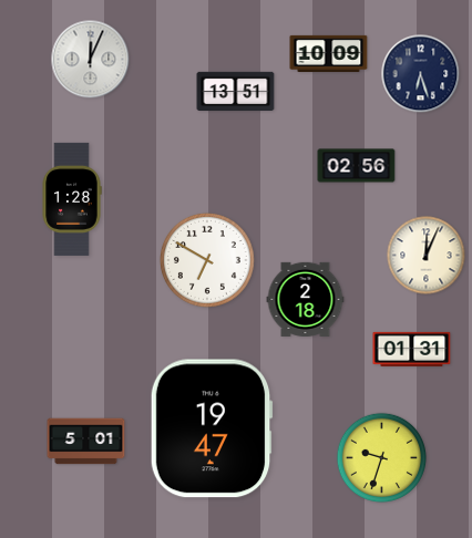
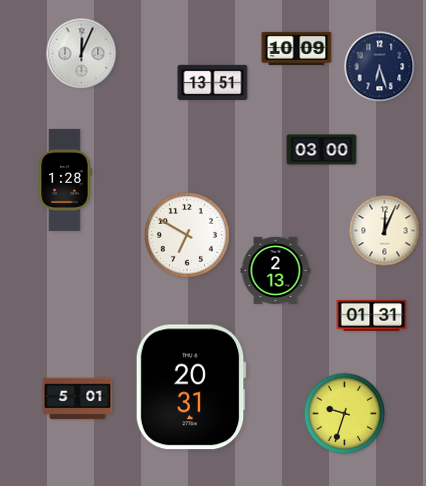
clock at (357, 166): 02:56 -> 03:00
clock at (306, 299): 2:18 -> 2:13
clock at (212, 428): 19:47 -> 20:31
